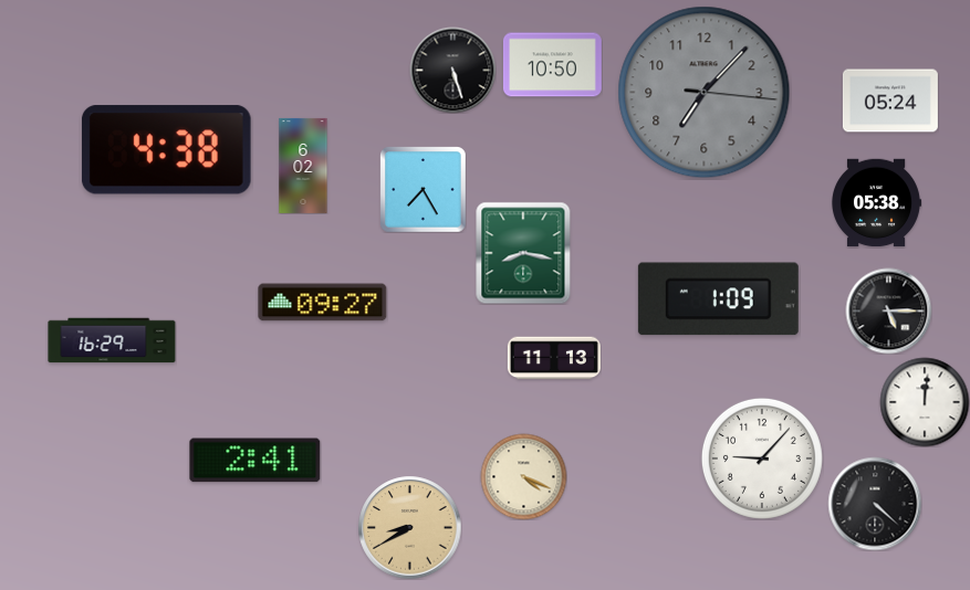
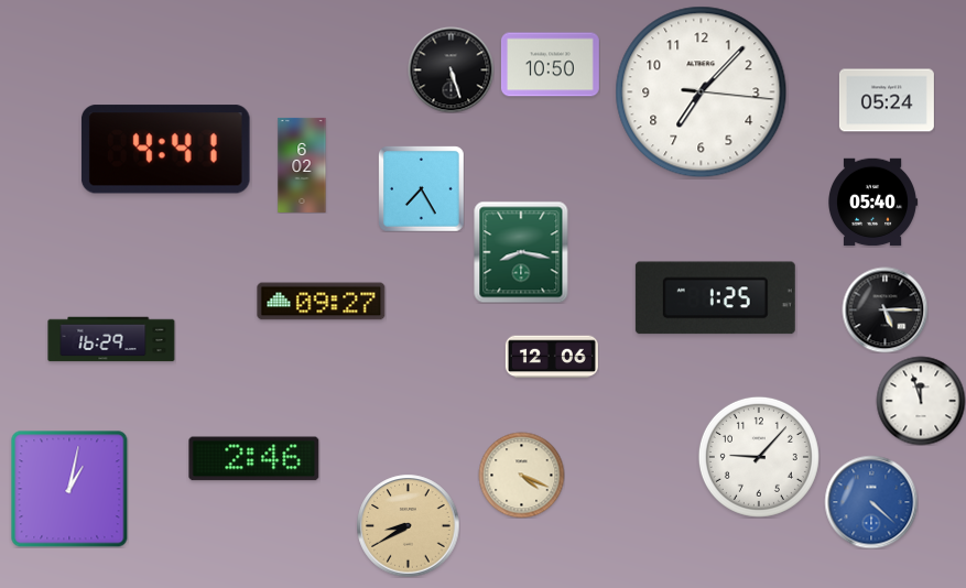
clock at (705, 93) dial: grey -> white
clock at (166, 150): 4:38 -> 4:41
clock at (877, 203): 05:38 -> 05:40
clock at (718, 299): 1:09 -> 1:25
clock at (554, 358): 11:13 -> 12:06
clock at (925, 402): 12:01 -> 11:57
clock at (255, 461): 2:41 -> 2:46
clock at (69, 489): none -> 1:02
clock at (875, 504) dial: black -> blue
